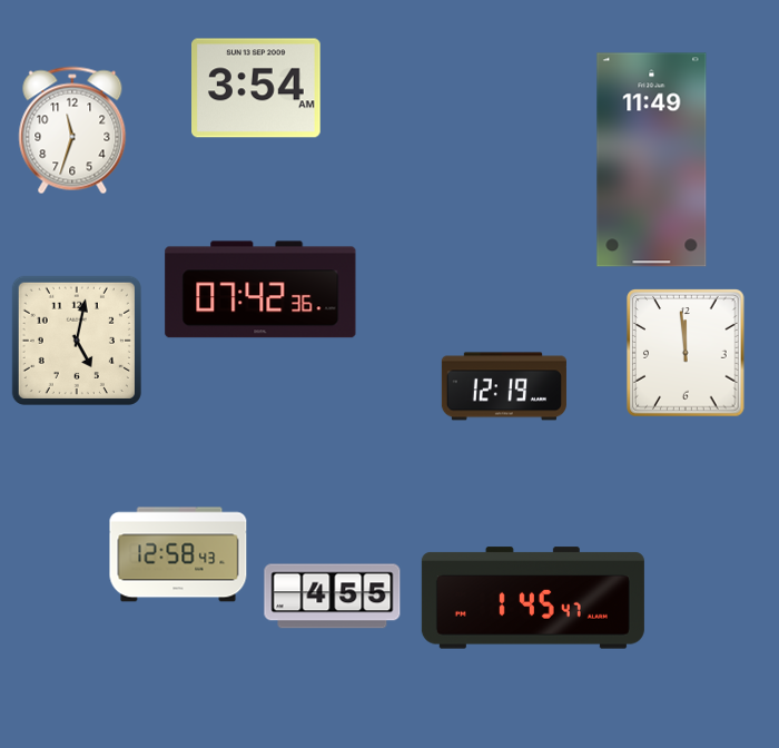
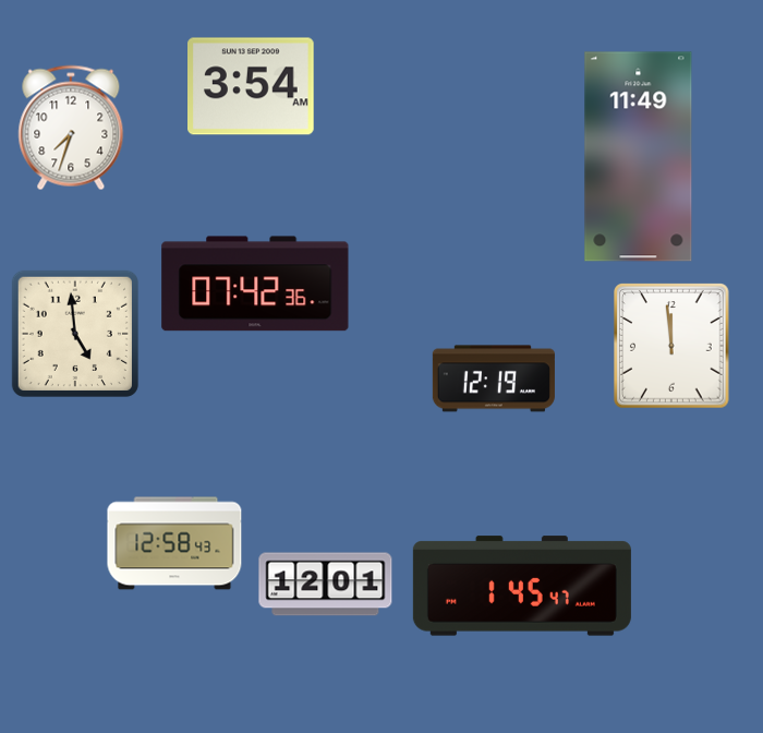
clock at (72, 130): 11:33 -> 7:33
clock at (77, 341): 5:02 -> 4:59
clock at (333, 597): 4:55 -> 12:01
